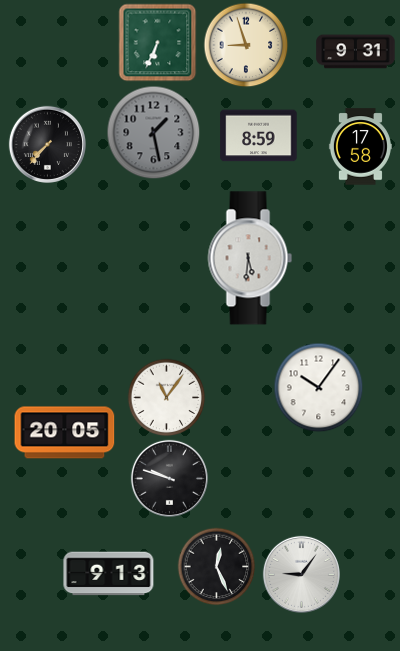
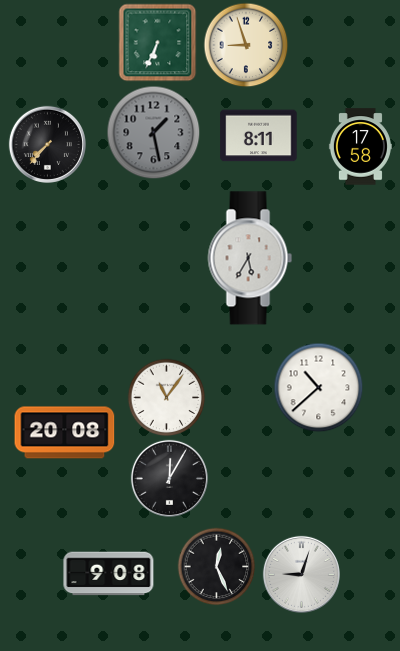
clock at (356, 52): 9:31 -> none
clock at (259, 136): 8:59 -> 8:11
clock at (250, 258): 5:31 -> 5:35
clock at (318, 387): 10:06 -> 10:38
clock at (65, 433): 20:05 -> 20:08
clock at (169, 478): 9:48 -> 12:05
clock at (109, 574): 9:13 -> 9:08
clock at (301, 574): 9:06 -> 9:03
